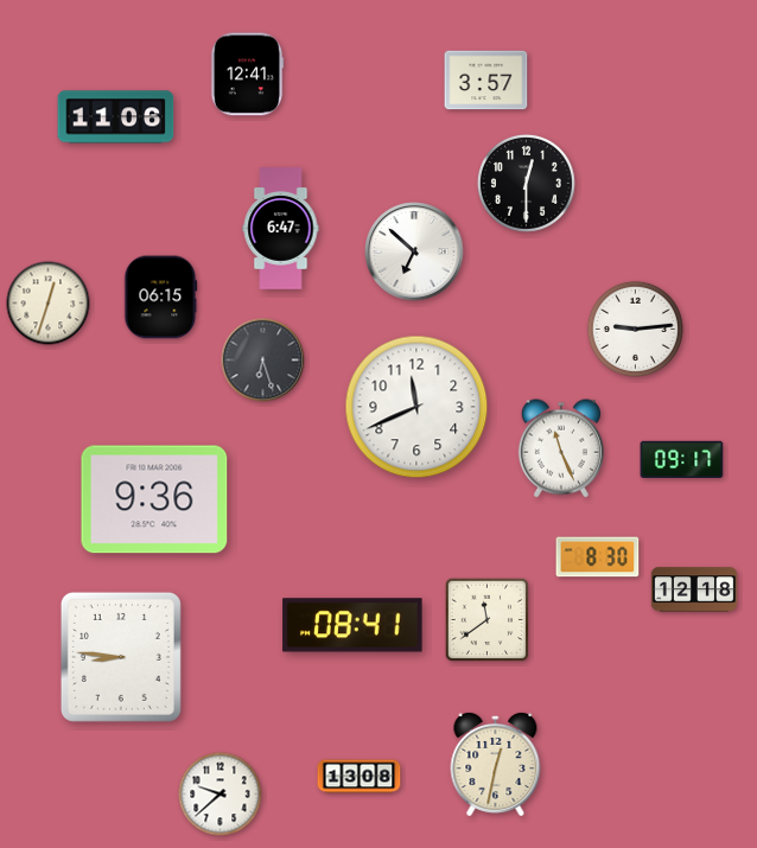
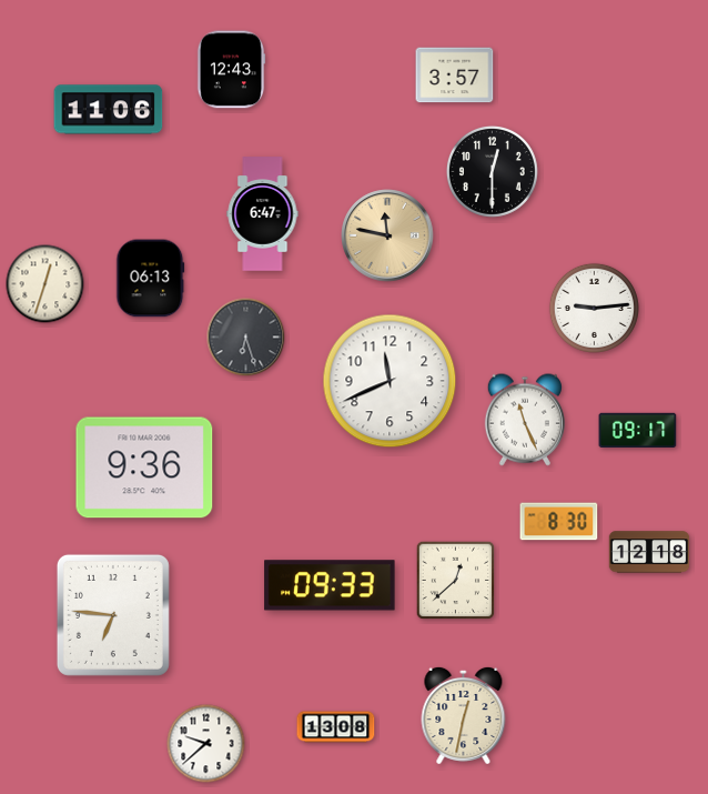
clock at (247, 75): 12:41 -> 12:43
clock at (414, 251): 6:52 -> 11:47
clock at (414, 251) dial: white -> champagne
clock at (161, 298): 06:15 -> 06:13
clock at (488, 620): 11:39 -> 12:38
clock at (352, 625): 08:41 -> 09:33
clock at (121, 657): 8:46 -> 6:46
